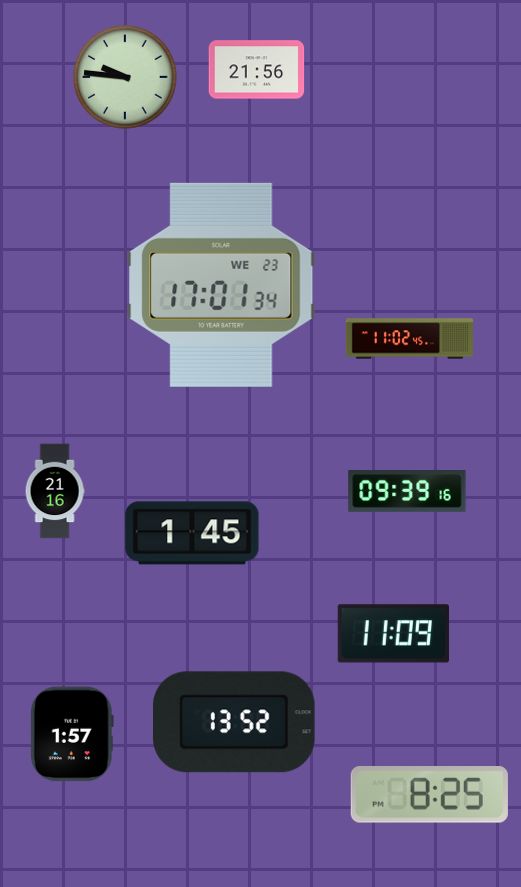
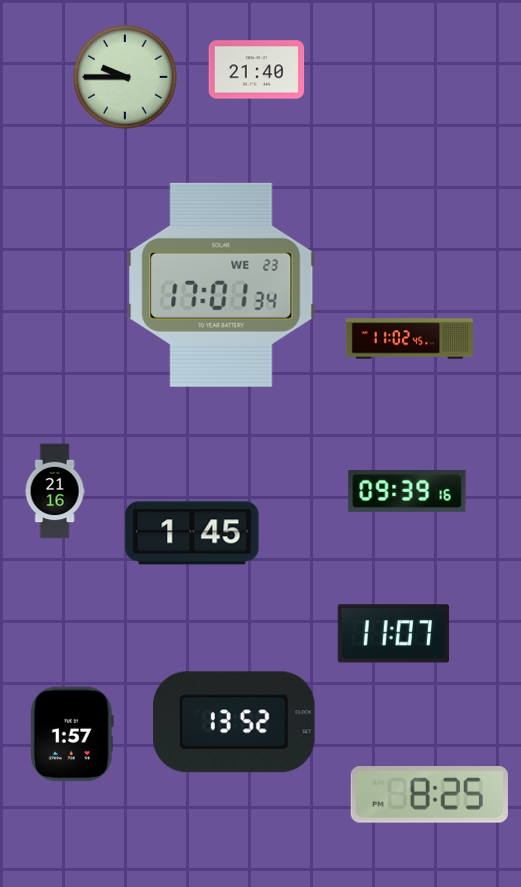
clock at (257, 70): 21:56 -> 21:40
clock at (125, 77): 9:46 -> 9:45
clock at (393, 634): 11:09 -> 11:07
